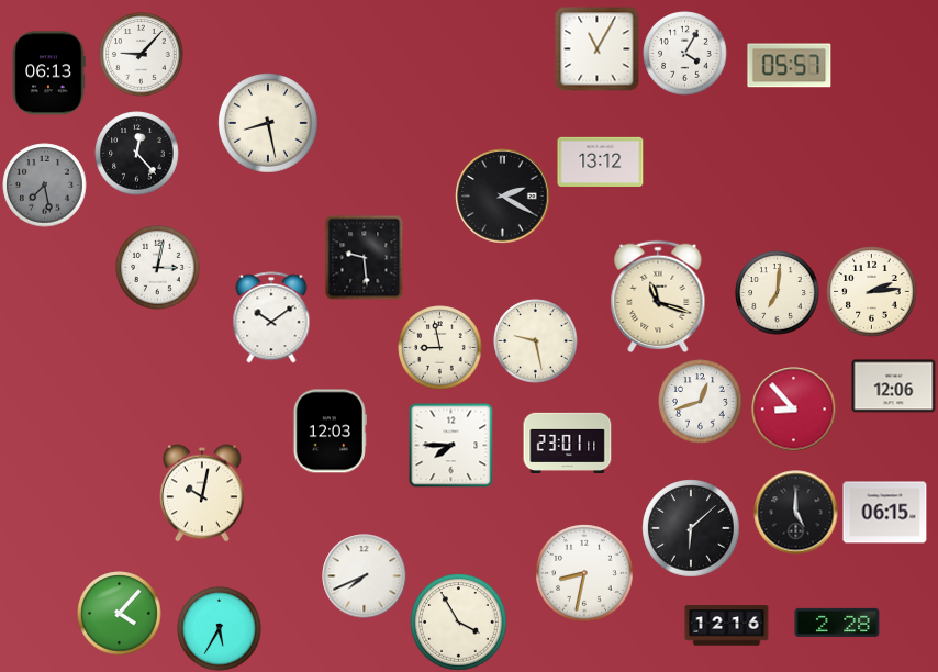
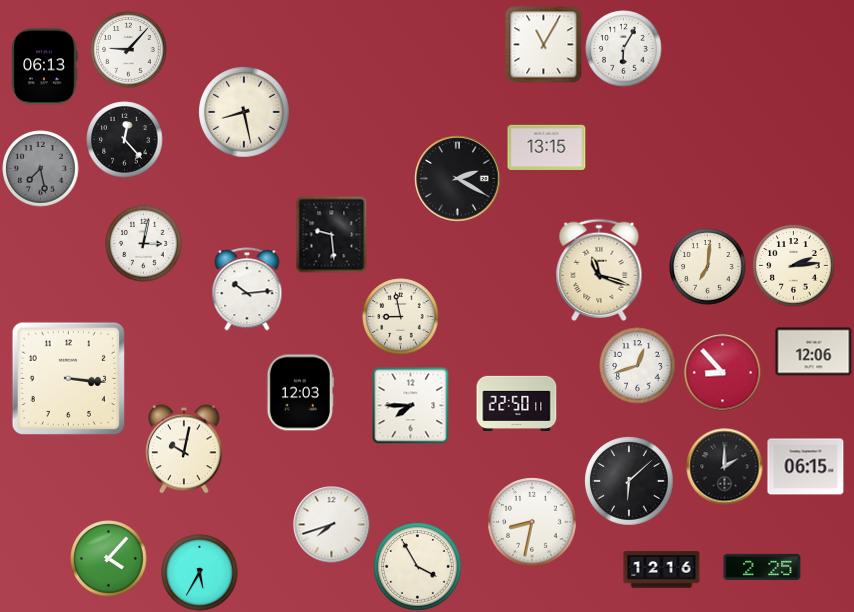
clock at (685, 54): 4:05 -> 6:05
clock at (790, 66): 05:57 -> none
clock at (601, 161): 13:12 -> 13:15
clock at (271, 317): 10:09 -> 10:14
clock at (536, 341): 9:28 -> none
clock at (68, 378): none -> 3:16
clock at (568, 443): 23:01 -> 22:50
clock at (796, 513): 5:00 -> 2:00
clock at (365, 576): 7:41 -> 7:42
clock at (837, 623): 2:28 -> 2:25
